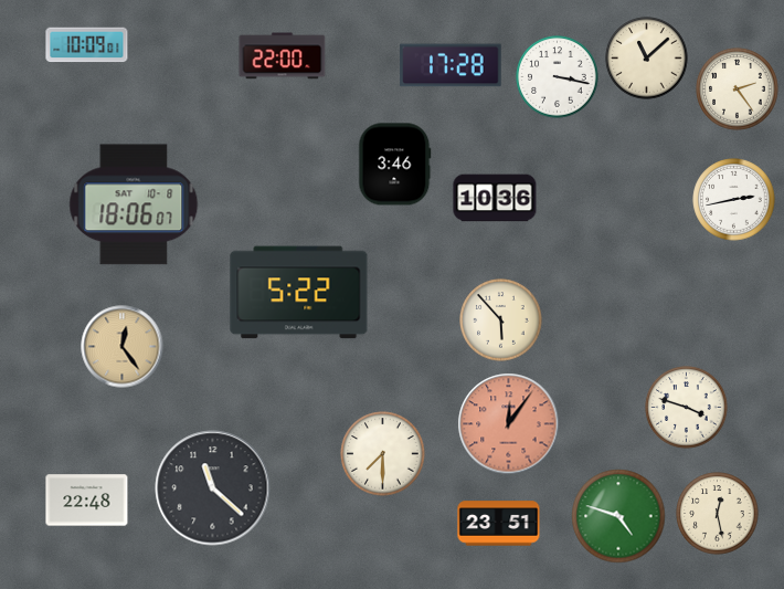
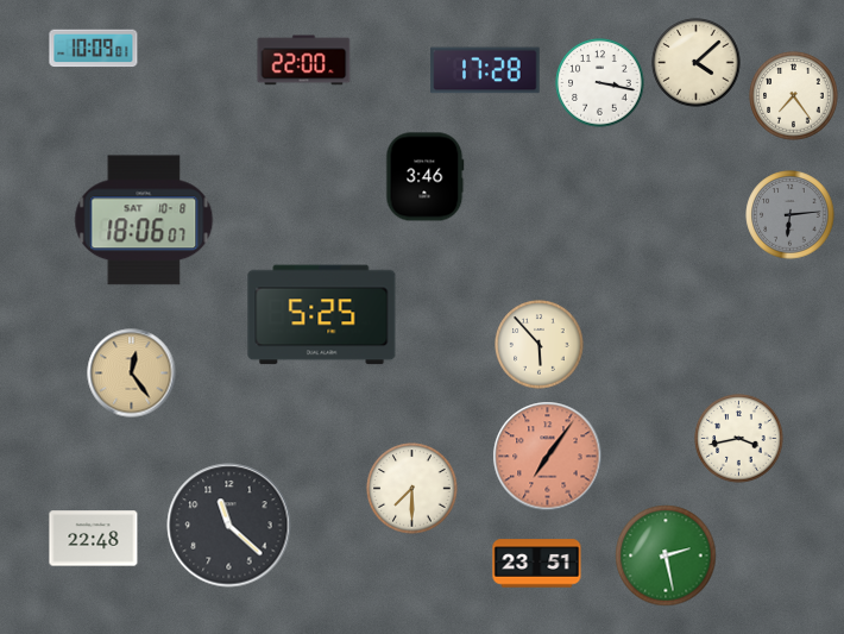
clock at (647, 59): 11:08 -> 4:08
clock at (738, 90): 2:24 -> 7:24
clock at (495, 198): 10:36 -> none
clock at (734, 200): 2:43 -> 6:14
clock at (734, 200) dial: white -> grey
clock at (299, 293): 5:22 -> 5:25
clock at (687, 408): 3:48 -> 3:43
clock at (509, 424): 12:06 -> 7:06
clock at (718, 514): 12:28 -> none
clock at (618, 516): 4:48 -> 2:28
